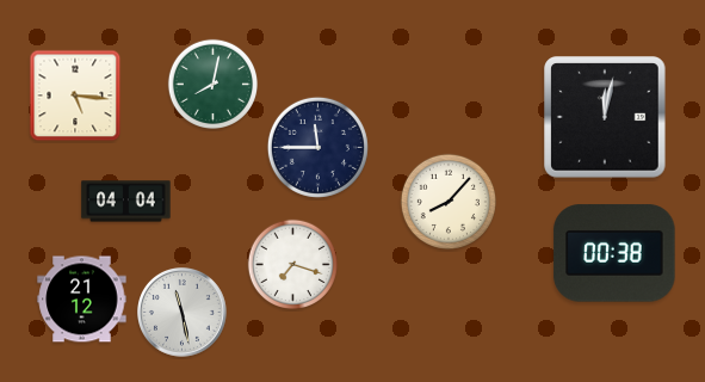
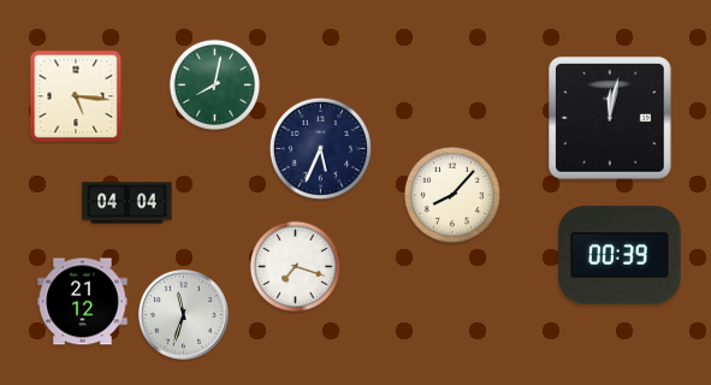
clock at (317, 147): 11:45 -> 5:34
clock at (449, 202) position: (449, 202) -> (452, 195)
clock at (614, 253): 00:38 -> 00:39
clock at (183, 313): 11:28 -> 11:33
